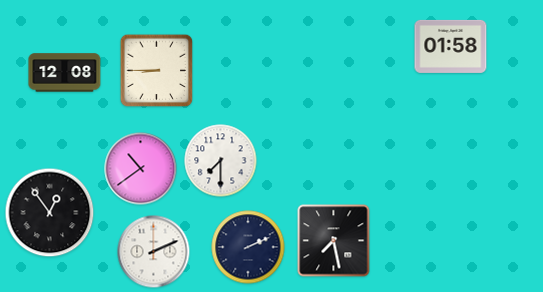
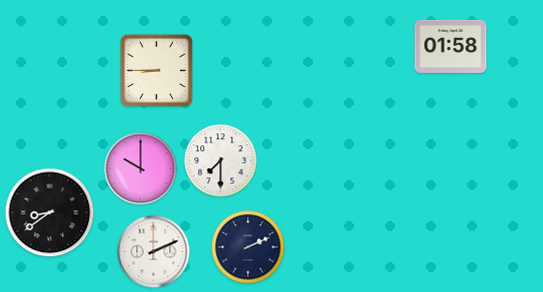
clock at (65, 73): 12:08 -> none
clock at (141, 169): 10:39 -> 10:00
clock at (50, 213): 12:54 -> 8:39
clock at (334, 241): 7:28 -> none
